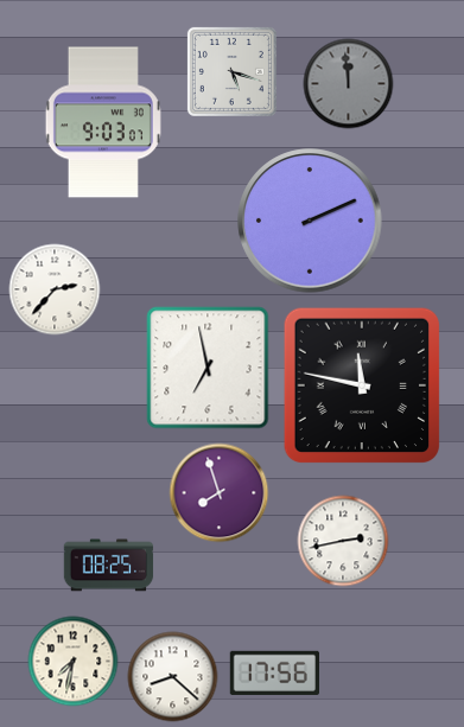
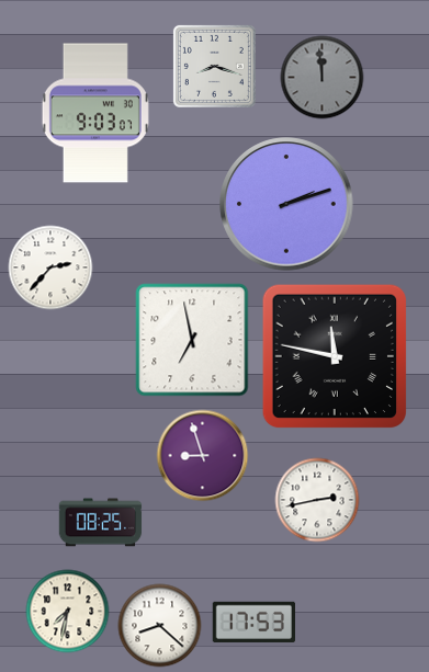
clock at (231, 71): 5:18 -> 8:18
clock at (310, 221): 2:11 -> 2:12
clock at (220, 493): 7:57 -> 8:57
clock at (274, 672): 17:56 -> 17:53
